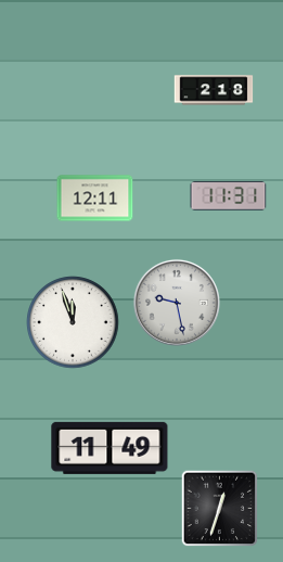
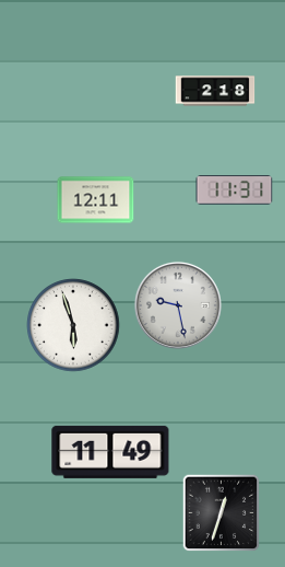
clock at (229, 196) position: (229, 196) -> (235, 190)
clock at (73, 322): 11:57 -> 5:57
